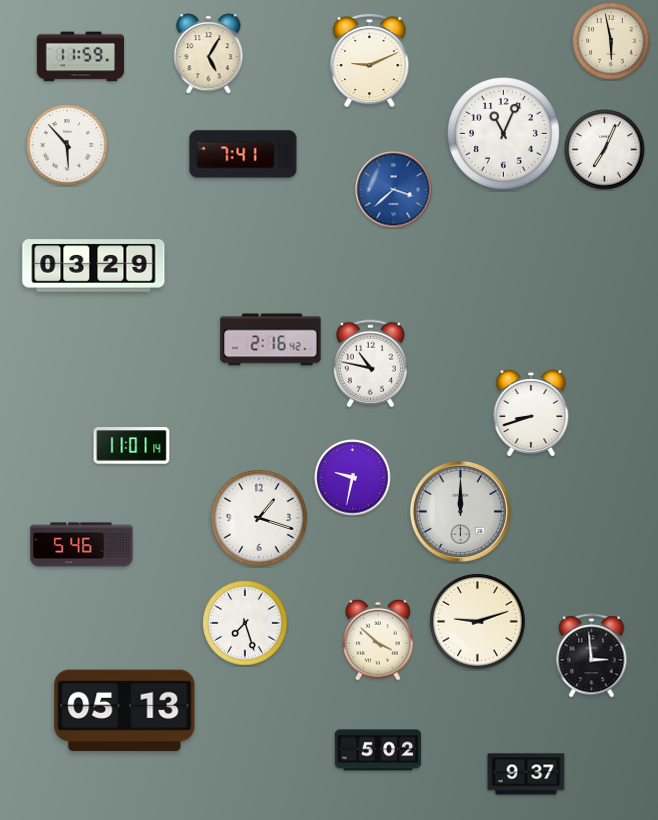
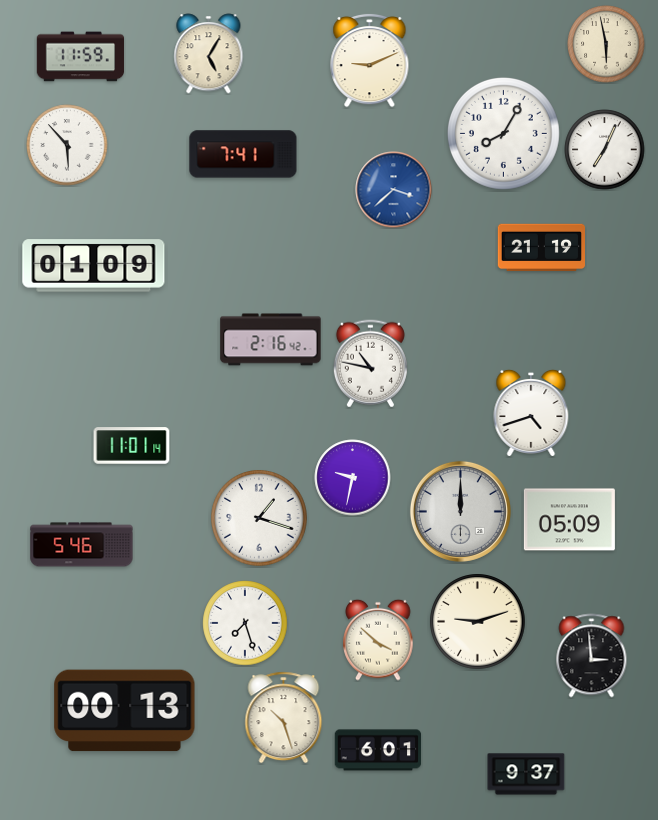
clock at (611, 41) position: (611, 41) -> (606, 44)
clock at (503, 133): 11:04 -> 8:05
clock at (542, 248): none -> 21:19
clock at (94, 266): 03:29 -> 01:09
clock at (531, 413): 8:42 -> 4:42
clock at (569, 520): none -> 05:09
clock at (125, 711): 05:13 -> 00:13
clock at (284, 718): none -> 10:27
clock at (378, 750): 5:02 -> 6:01
